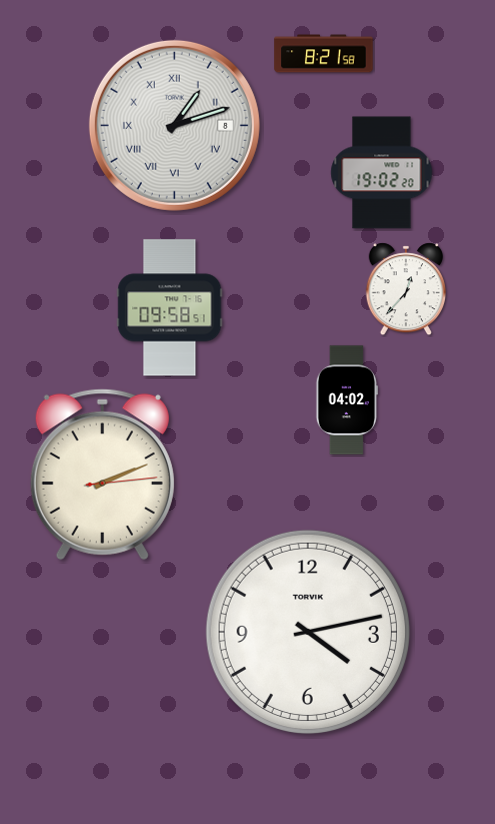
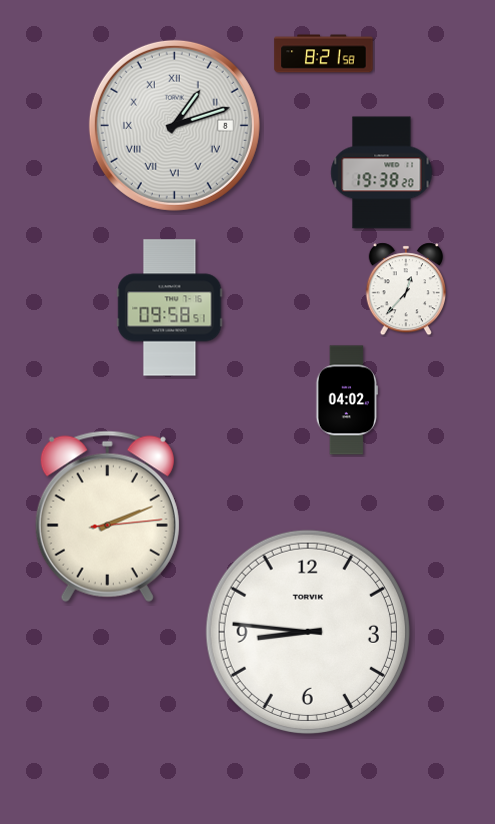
clock at (382, 173): 19:02 -> 19:38
clock at (102, 474) position: (102, 474) -> (107, 516)
clock at (308, 632): 4:13 -> 8:46
